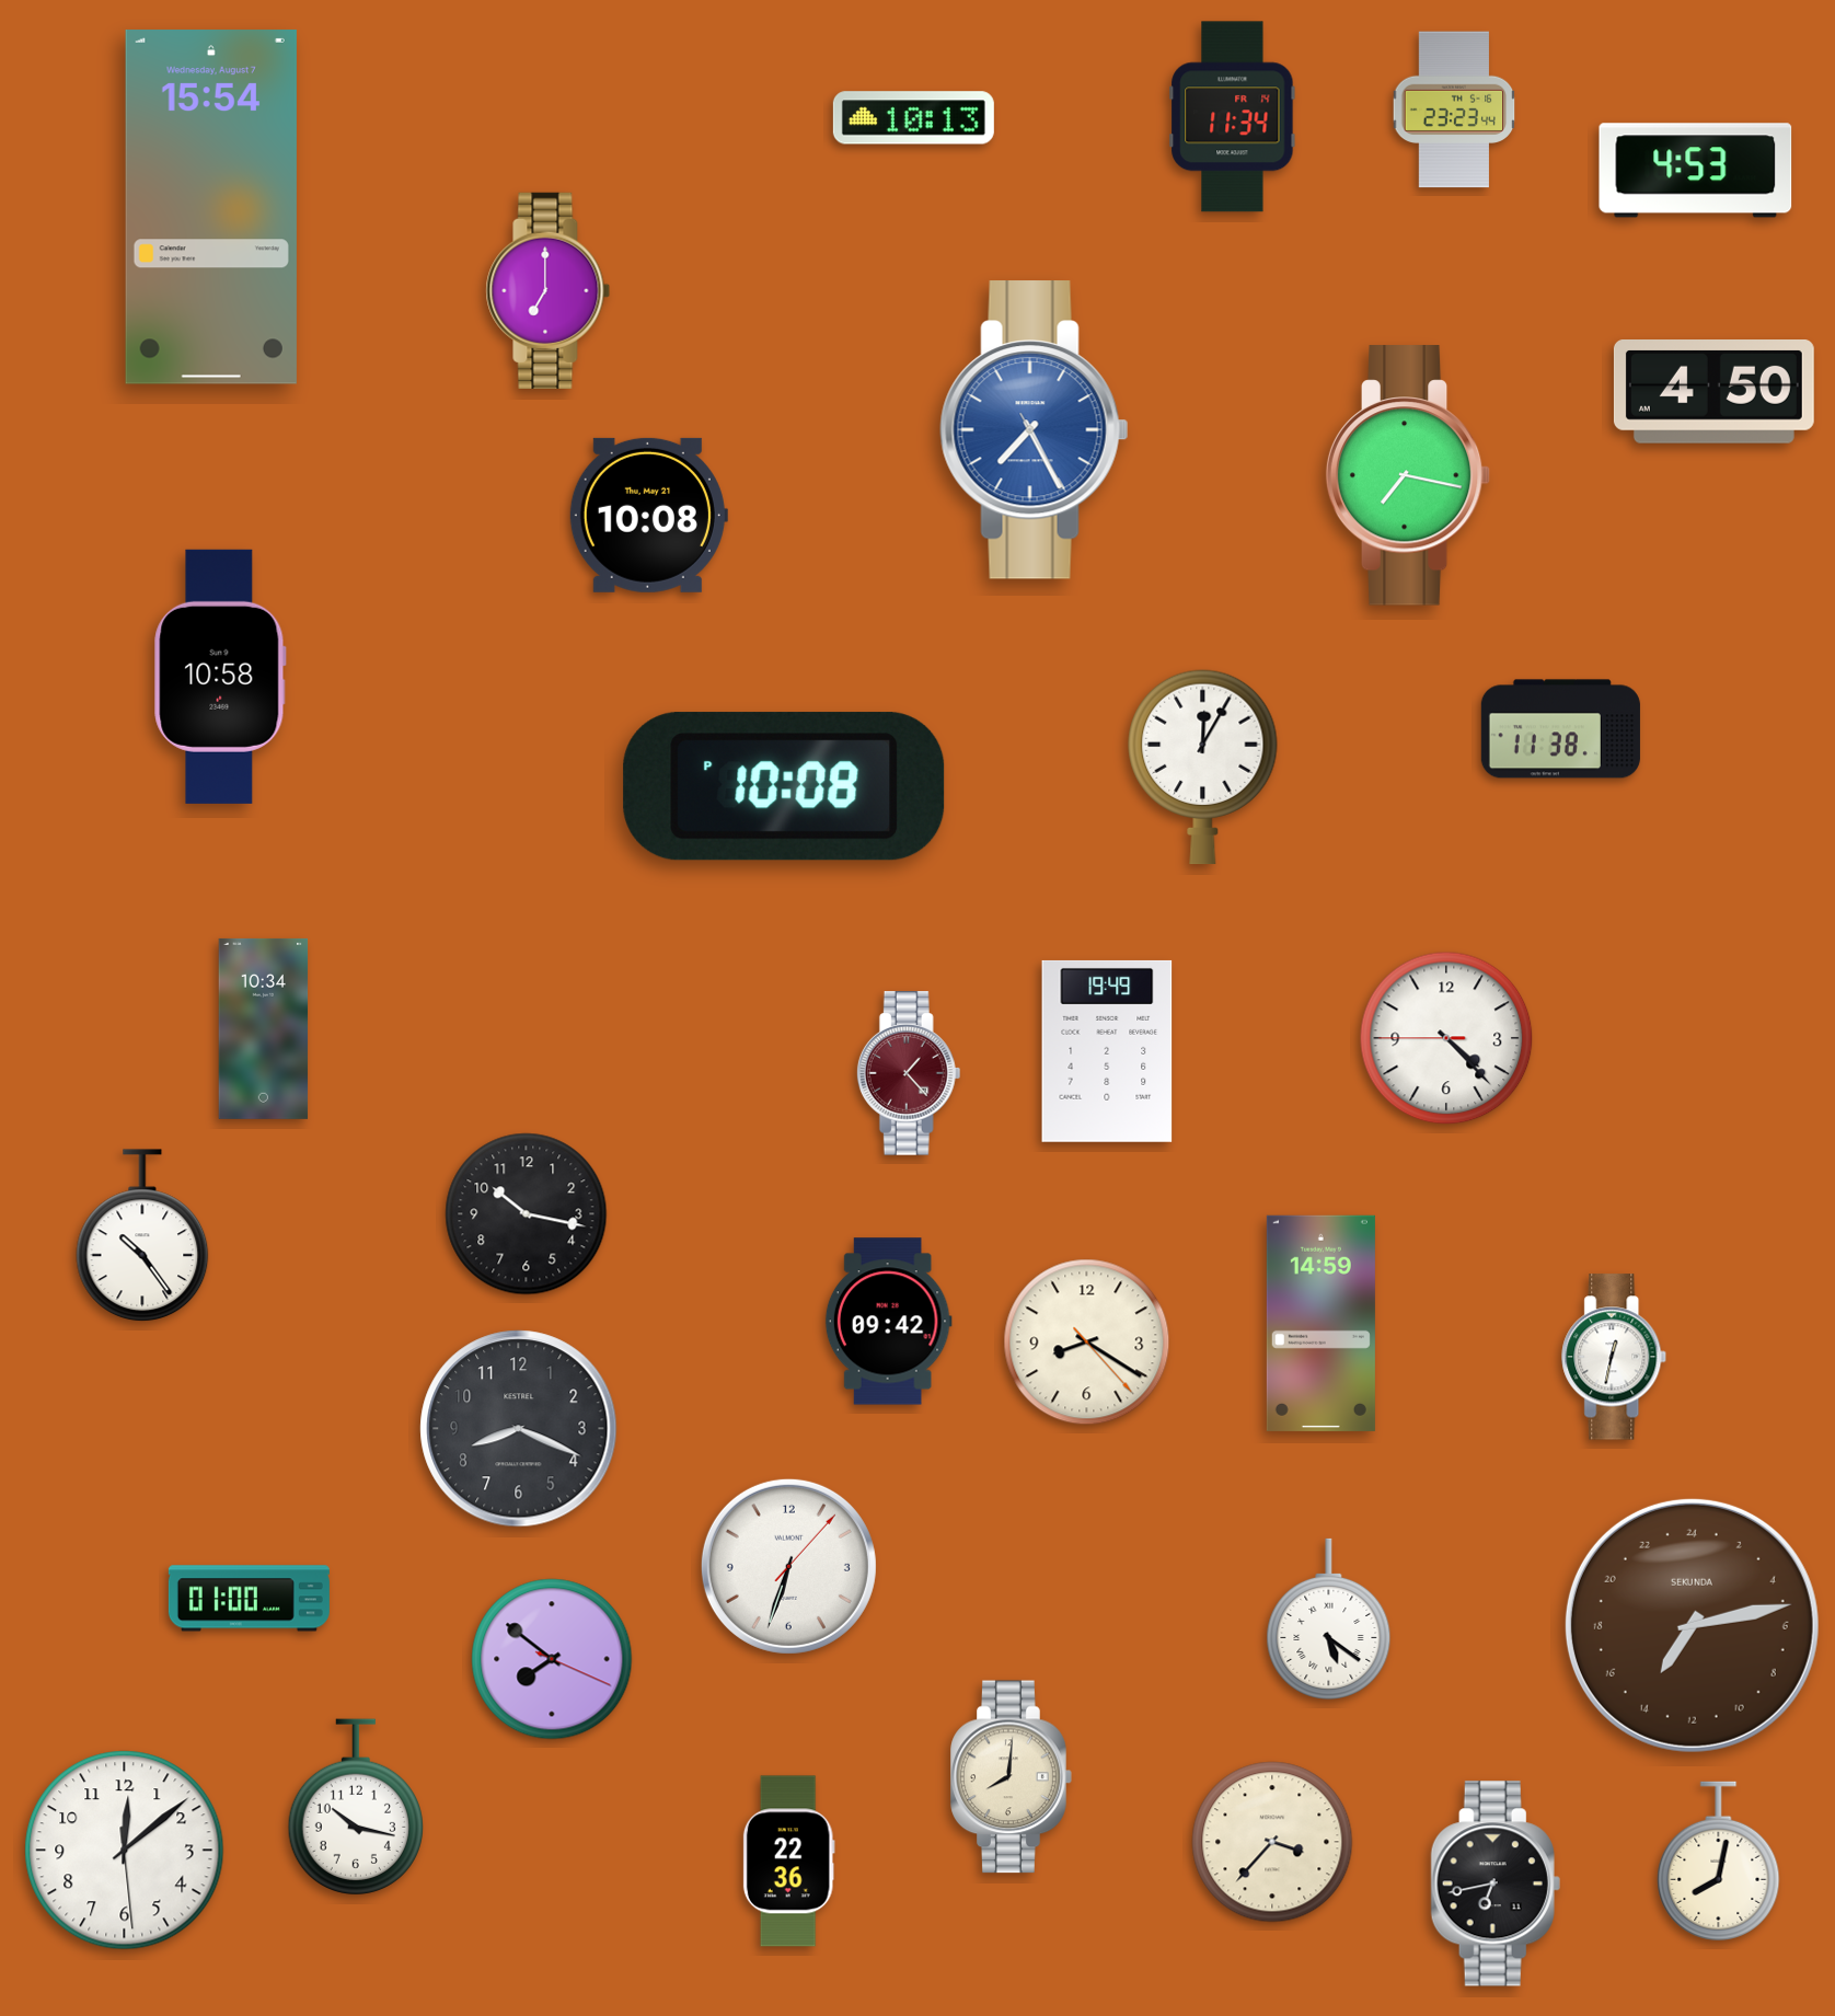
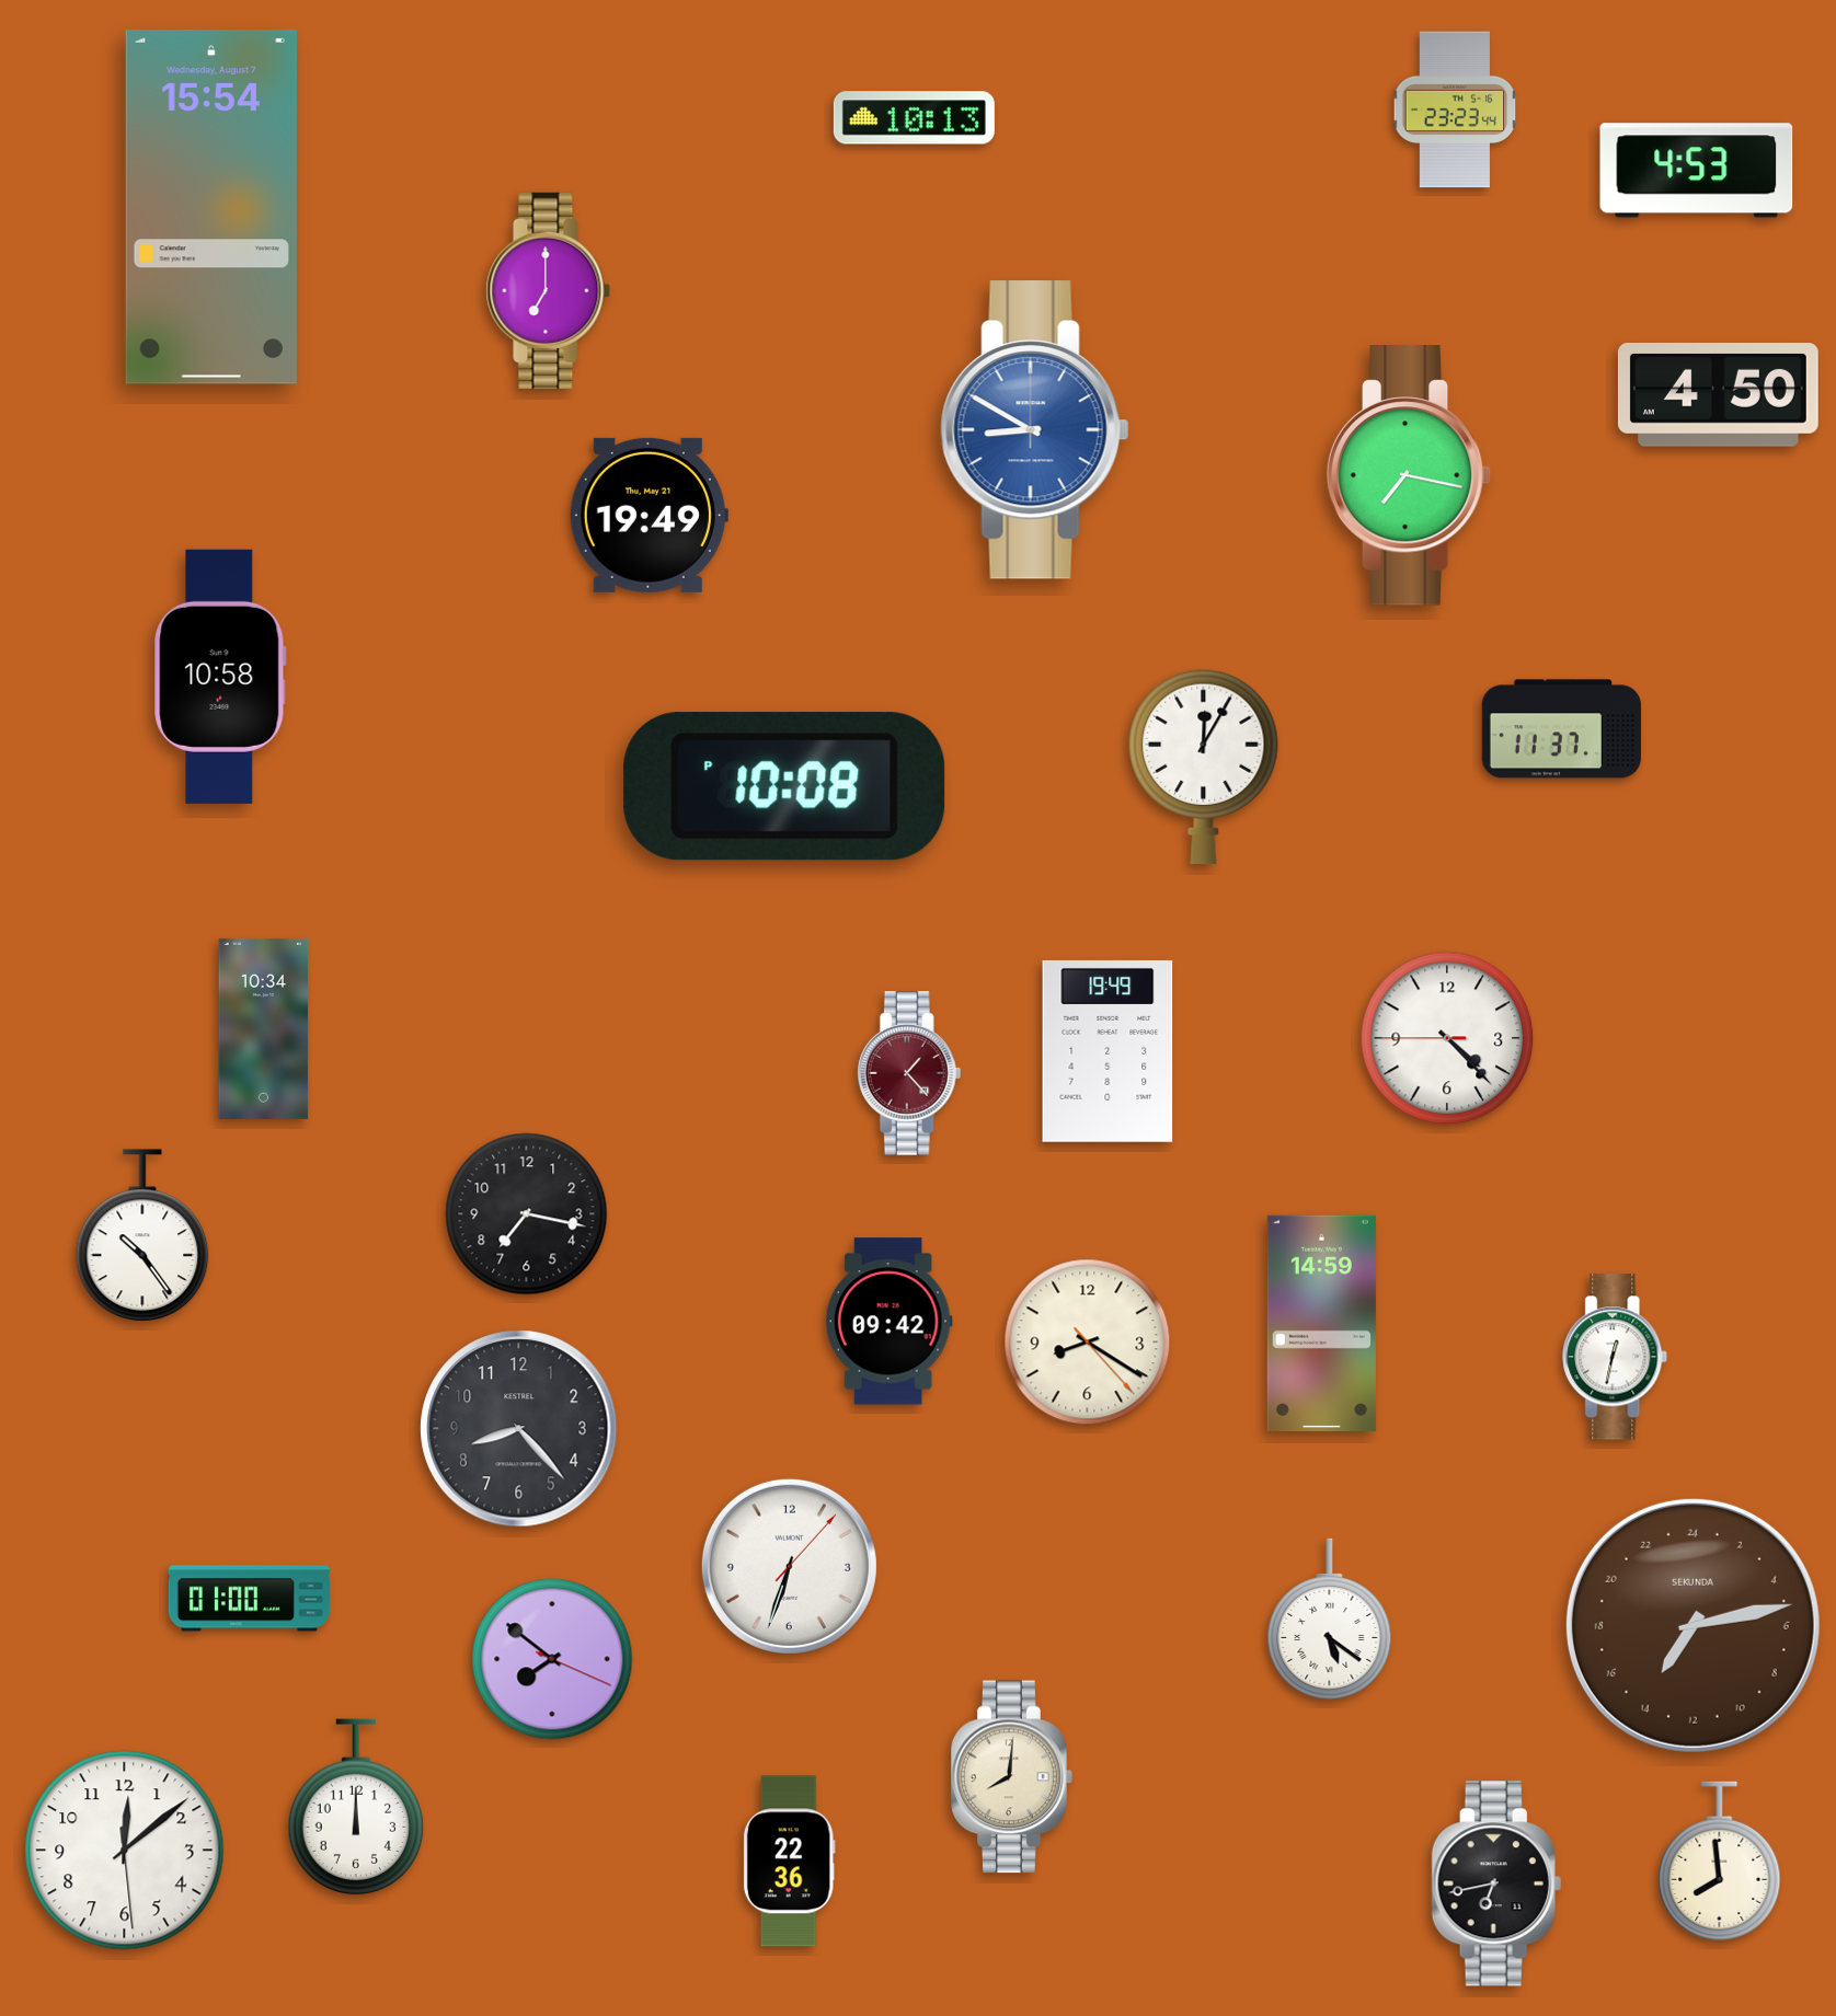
clock at (1233, 117): 11:34 -> none
clock at (1713, 392) position: (1713, 392) -> (1718, 395)
clock at (1035, 430): 7:25 -> 8:50
clock at (648, 515): 10:08 -> 19:49
clock at (1560, 729): 11:38 -> 11:37
clock at (527, 1214): 10:17 -> 7:17
clock at (519, 1429): 8:19 -> 8:23
clock at (356, 1807): 10:17 -> 12:00
clock at (1272, 1842): 3:37 -> none
clock at (1719, 1861): 8:02 -> 7:59
